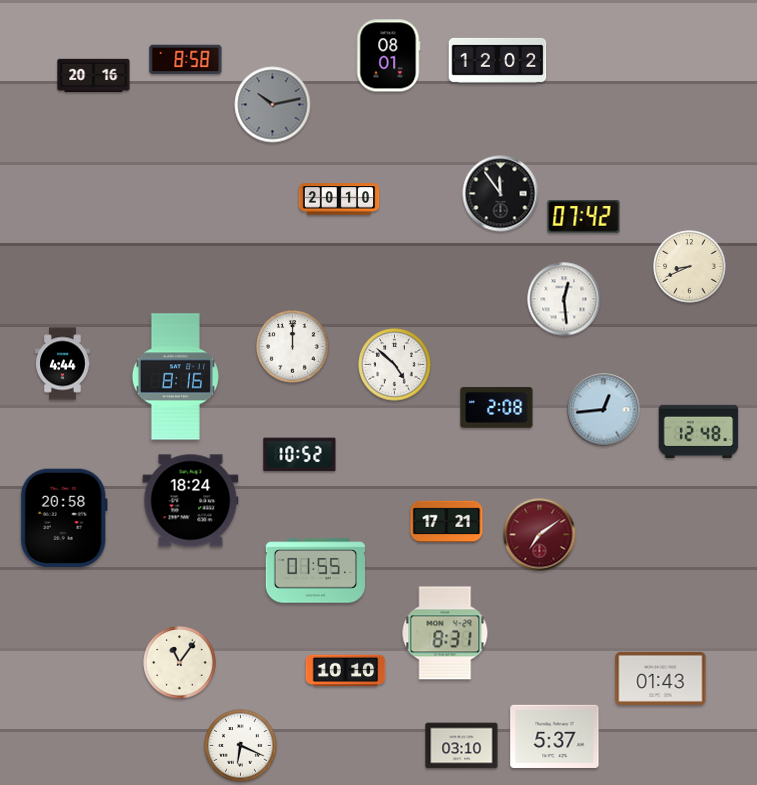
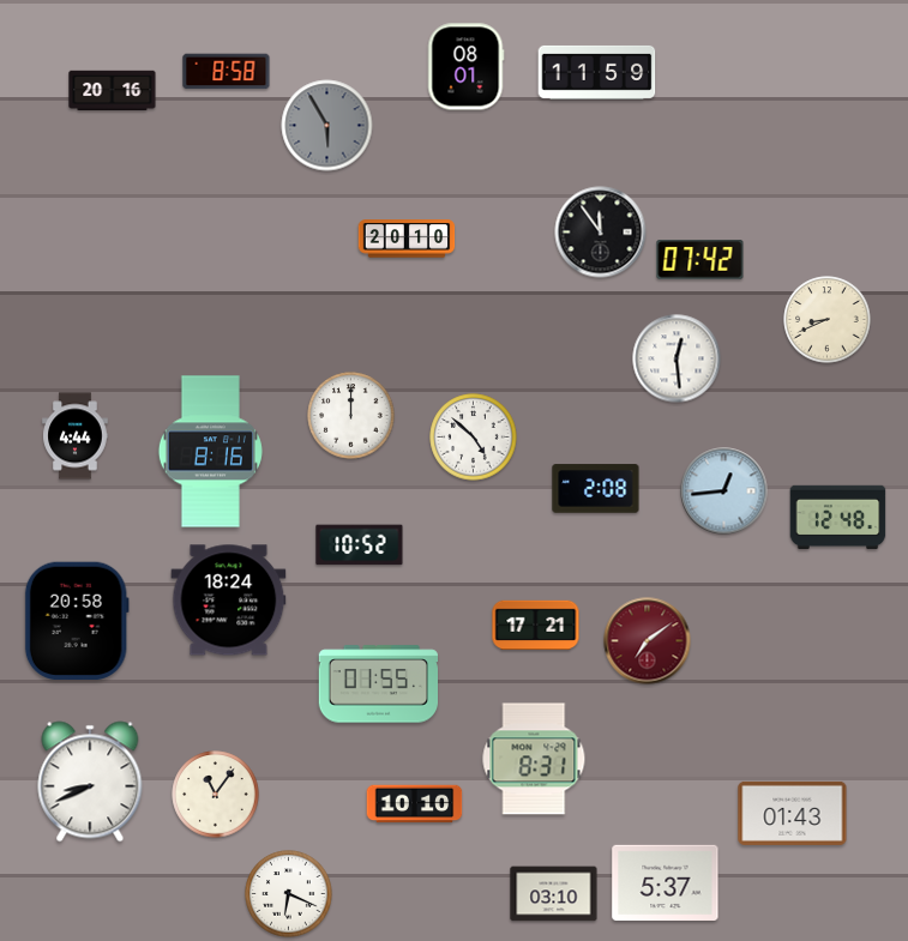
clock at (186, 60) position: (186, 60) -> (227, 72)
clock at (498, 60): 12:02 -> 11:59
clock at (273, 105): 10:13 -> 5:55
clock at (90, 782): none -> 8:41
